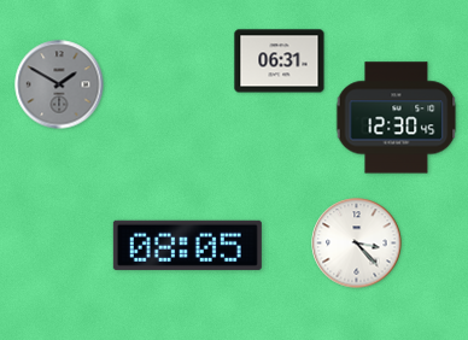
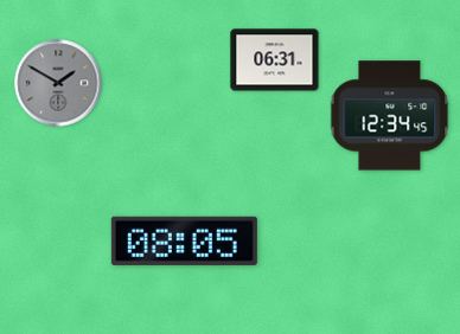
clock at (397, 118): 12:30 -> 12:34
clock at (357, 244): 3:23 -> none
